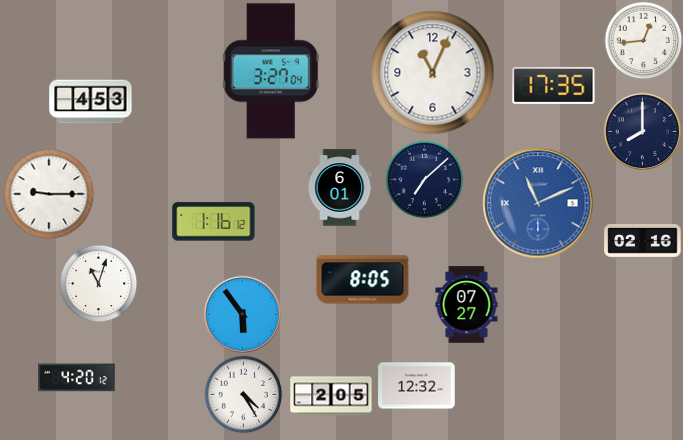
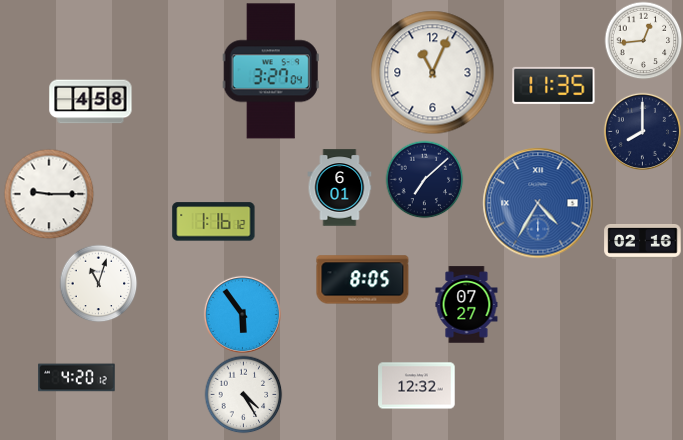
clock at (554, 85): 17:35 -> 11:35
clock at (91, 102): 4:53 -> 4:58
clock at (538, 203): 11:11 -> 4:35
clock at (331, 396): 2:05 -> none
